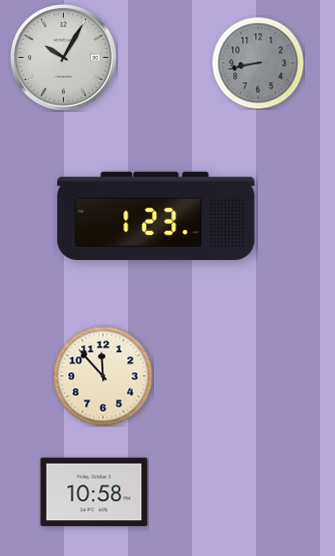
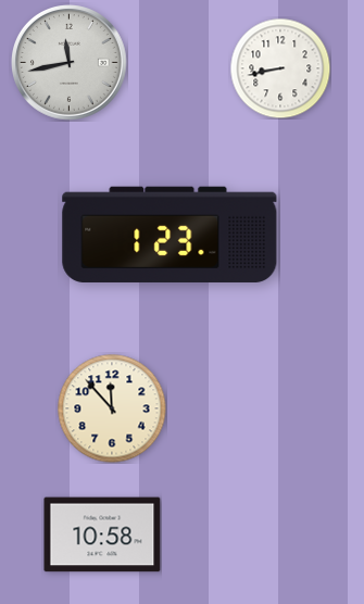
clock at (64, 58): 10:05 -> 11:43
clock at (258, 63) dial: grey -> white
